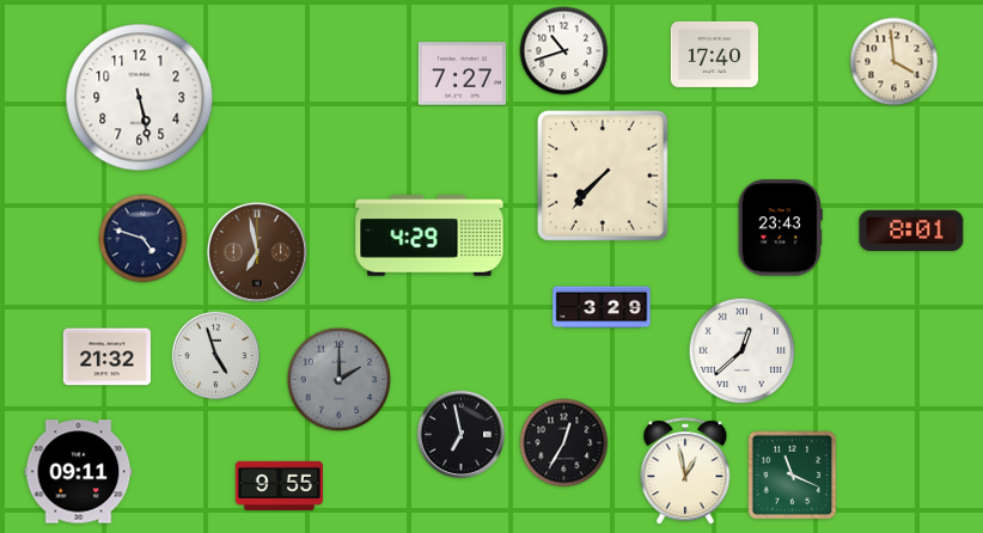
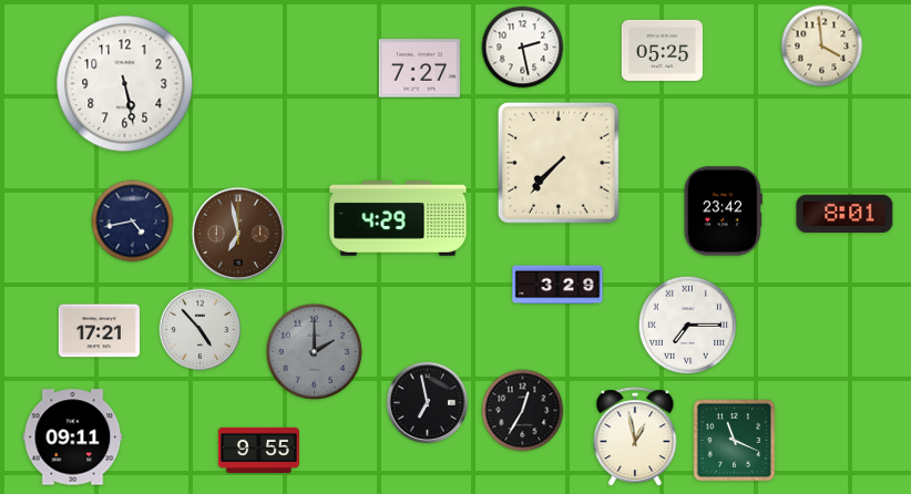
clock at (564, 51): 10:42 -> 2:28
clock at (714, 54): 17:40 -> 05:25
clock at (895, 62) position: (895, 62) -> (822, 47)
clock at (462, 74) position: (462, 74) -> (419, 69)
clock at (140, 98) position: (140, 98) -> (125, 84)
clock at (780, 228): 23:43 -> 23:42
clock at (144, 239): 4:48 -> 4:43
clock at (741, 350): 12:38 -> 7:15
clock at (216, 356): 4:57 -> 4:53
clock at (106, 357): 21:32 -> 17:21
